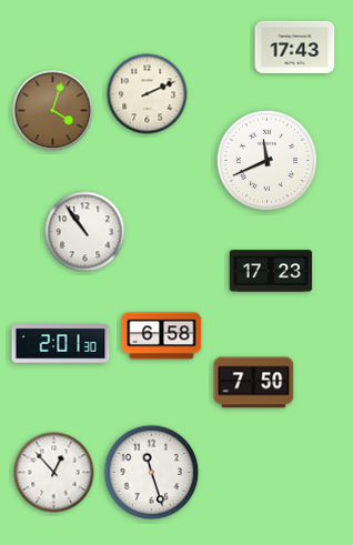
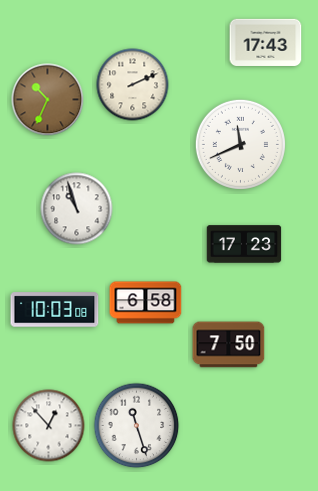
clock at (53, 111): 4:03 -> 10:34
clock at (85, 232): 10:54 -> 10:57
clock at (61, 344): 2:01 -> 10:03
